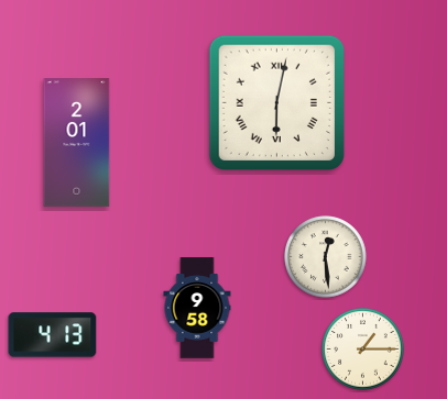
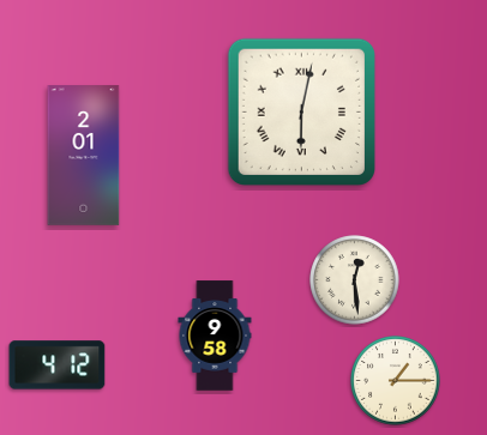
clock at (53, 335): 4:13 -> 4:12
